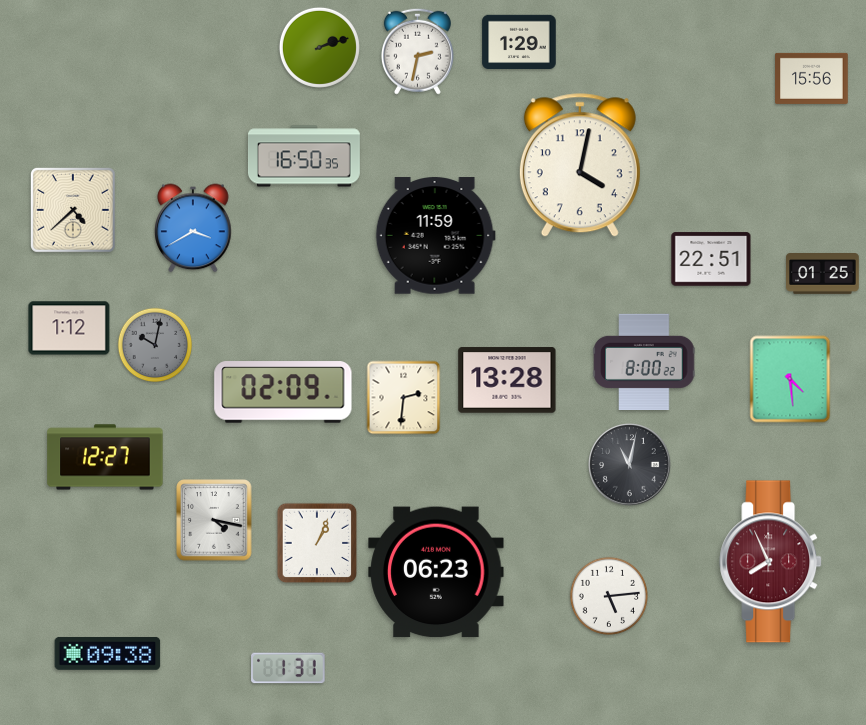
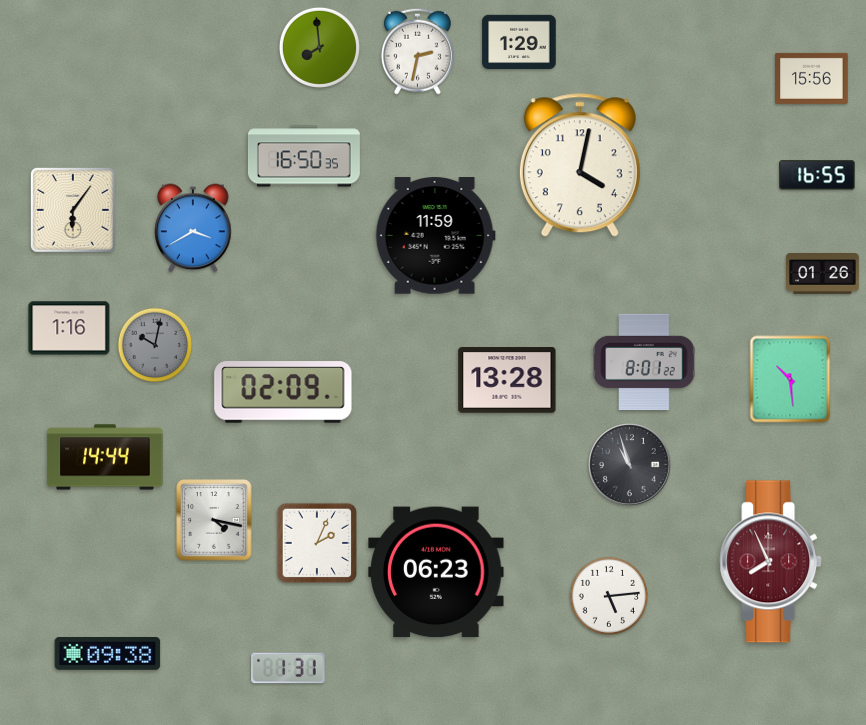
clock at (319, 47): 2:12 -> 7:59
clock at (817, 175): none -> 16:55
clock at (73, 210): 4:38 -> 6:06
clock at (711, 259): 22:51 -> none
clock at (823, 274): 01:25 -> 01:26
clock at (69, 328): 1:12 -> 1:16
clock at (644, 361): 8:00 -> 8:01
clock at (790, 379): 4:29 -> 10:29
clock at (404, 398): 2:31 -> none
clock at (105, 457): 12:27 -> 14:44
clock at (630, 465): 11:02 -> 10:57
clock at (317, 543): 1:04 -> 2:04
